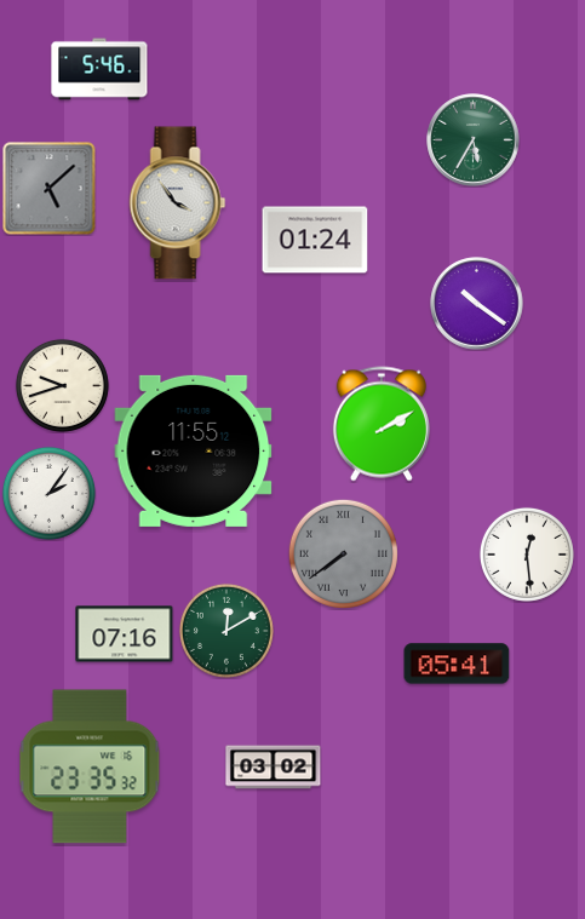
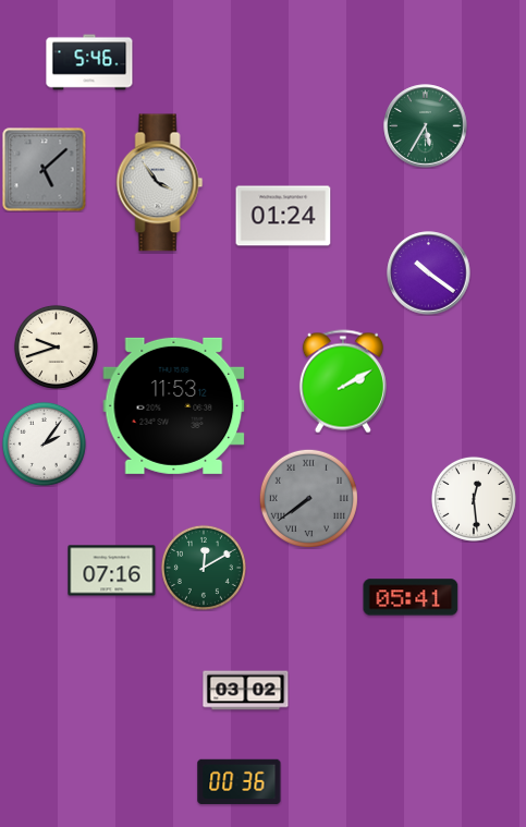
clock at (194, 450): 11:55 -> 11:53
clock at (90, 766): 23:35 -> none
clock at (240, 781): none -> 00:36
